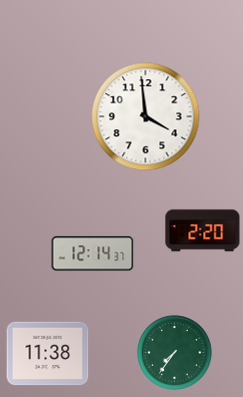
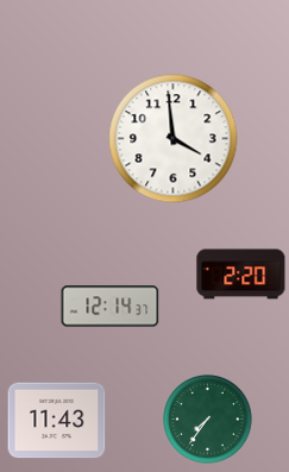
clock at (93, 254) position: (93, 254) -> (111, 307)
clock at (48, 354): 11:38 -> 11:43
